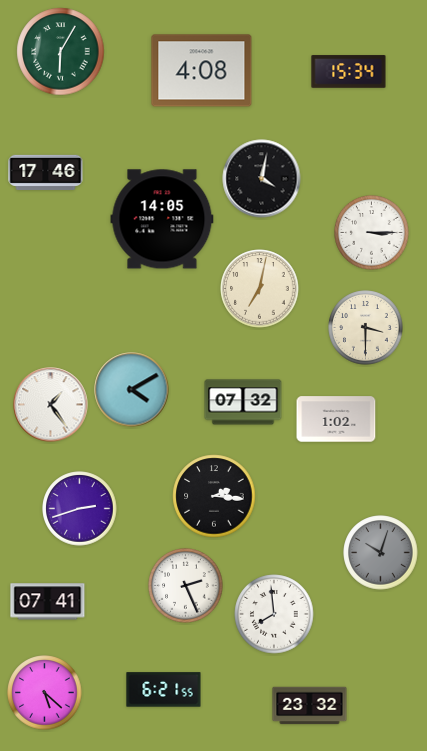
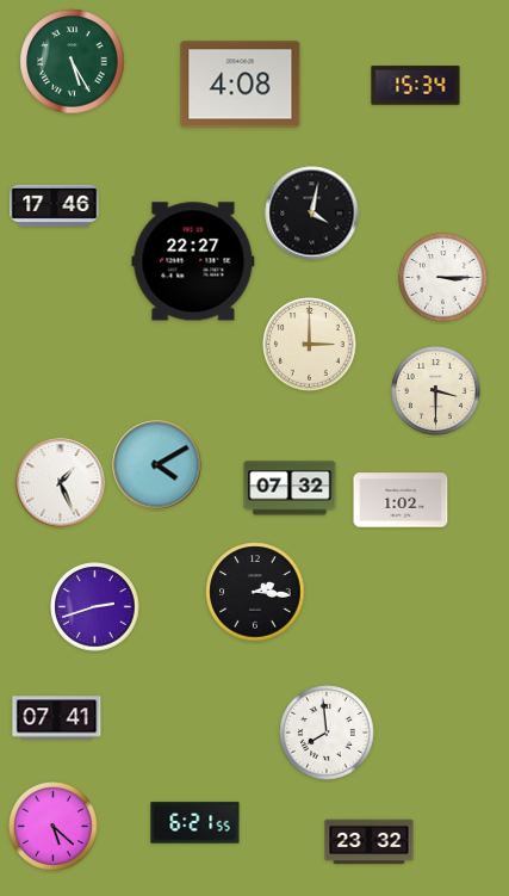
clock at (61, 52): 6:05 -> 5:25
clock at (162, 219): 14:05 -> 22:27
clock at (260, 289): 7:02 -> 3:00
clock at (243, 402) position: (243, 402) -> (290, 488)
clock at (51, 405): 1:24 -> 1:26
clock at (381, 553): 10:03 -> none
clock at (186, 586): 2:26 -> none
